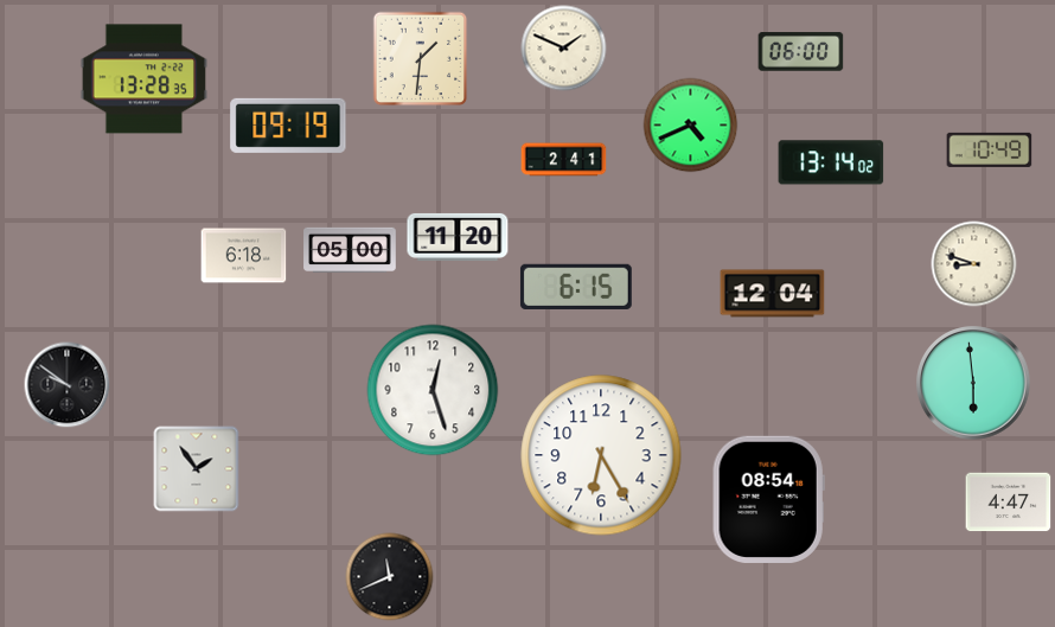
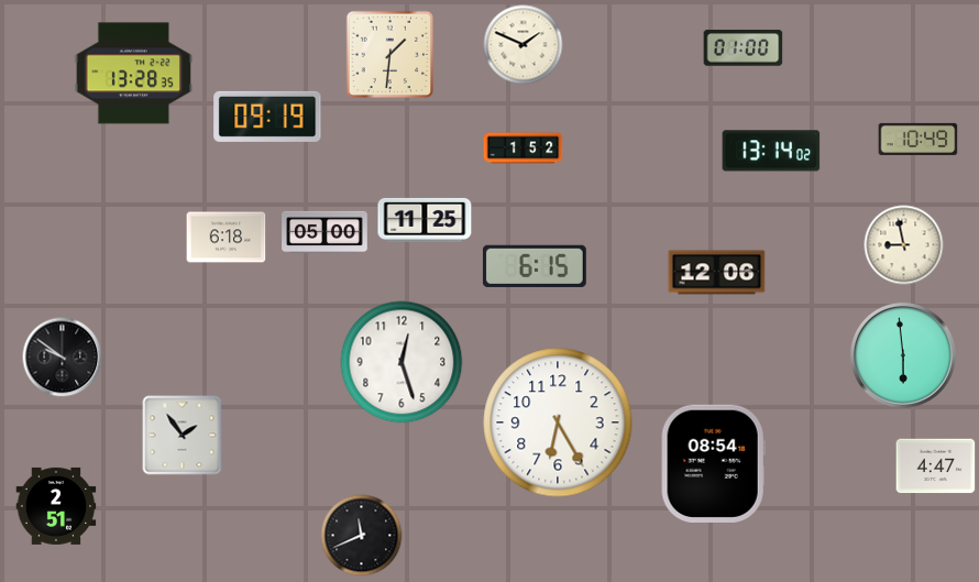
clock at (801, 52): 06:00 -> 01:00
clock at (691, 126): 4:41 -> none
clock at (564, 160): 2:41 -> 1:52
clock at (458, 237): 11:20 -> 11:25
clock at (974, 264): 8:48 -> 8:58
clock at (773, 294): 12:04 -> 12:06
clock at (56, 506): none -> 2:51
